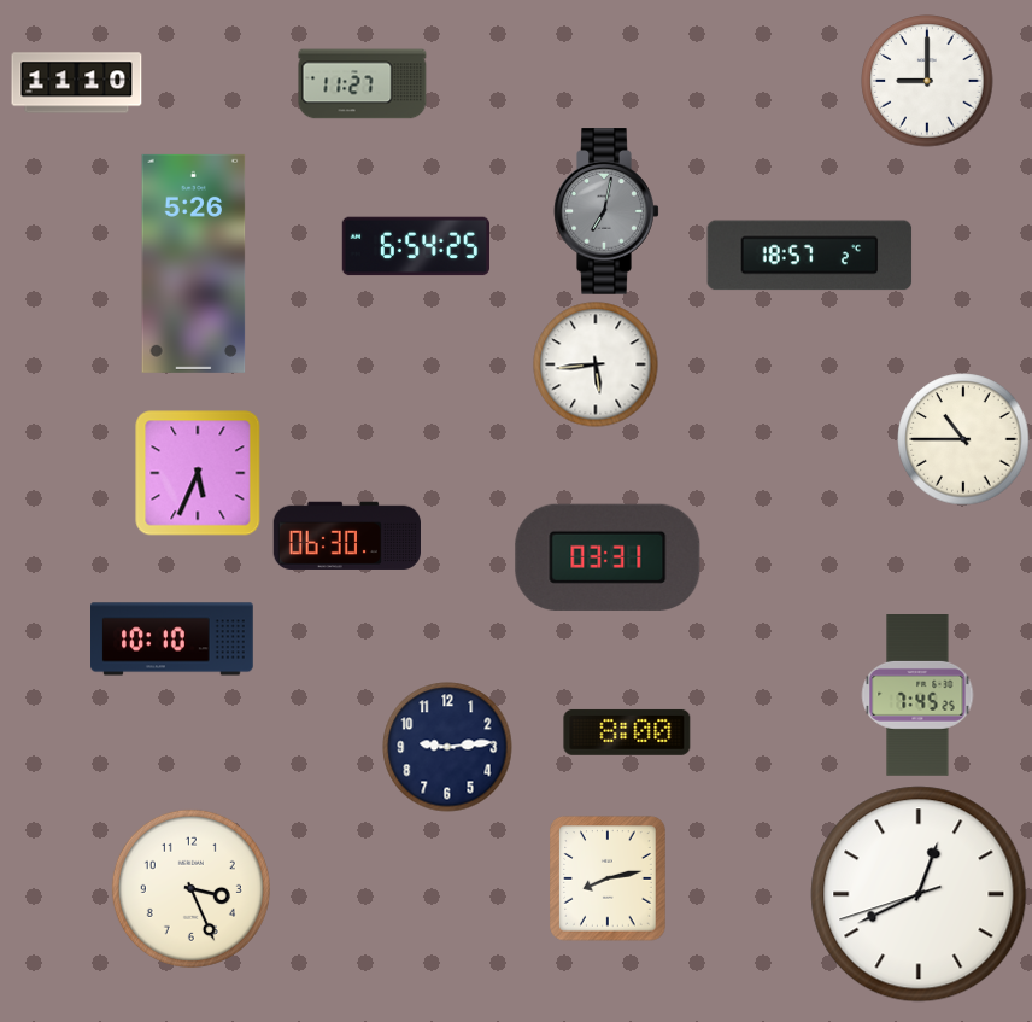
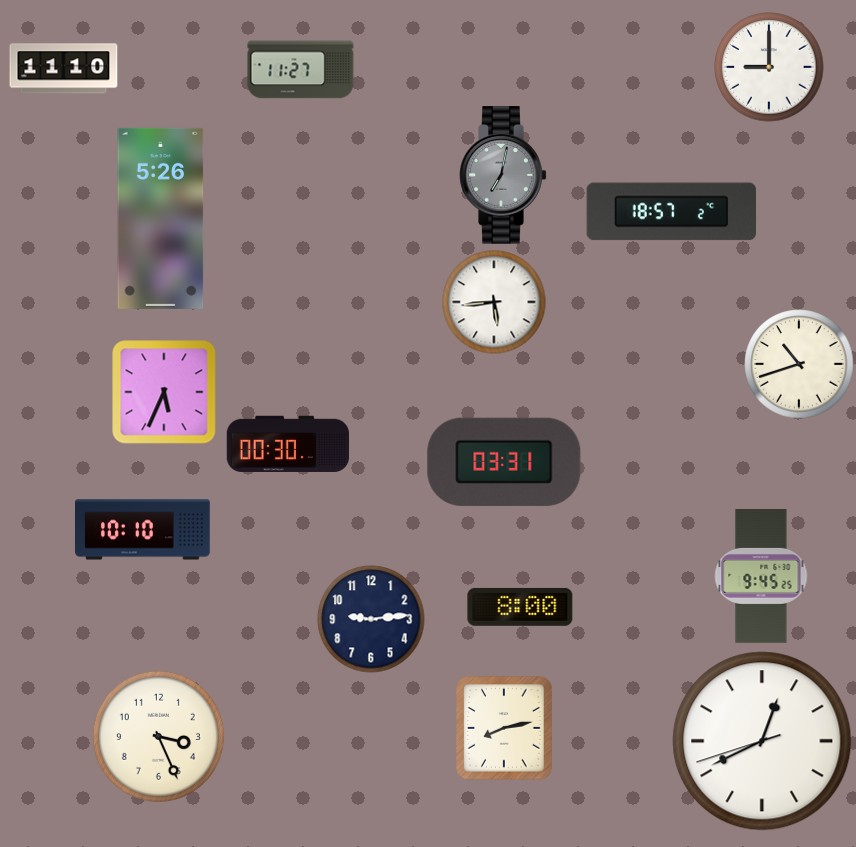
clock at (415, 246): 6:54 -> none
clock at (963, 439): 10:45 -> 10:42
clock at (346, 535): 06:30 -> 00:30
clock at (917, 696): 7:45 -> 9:45
